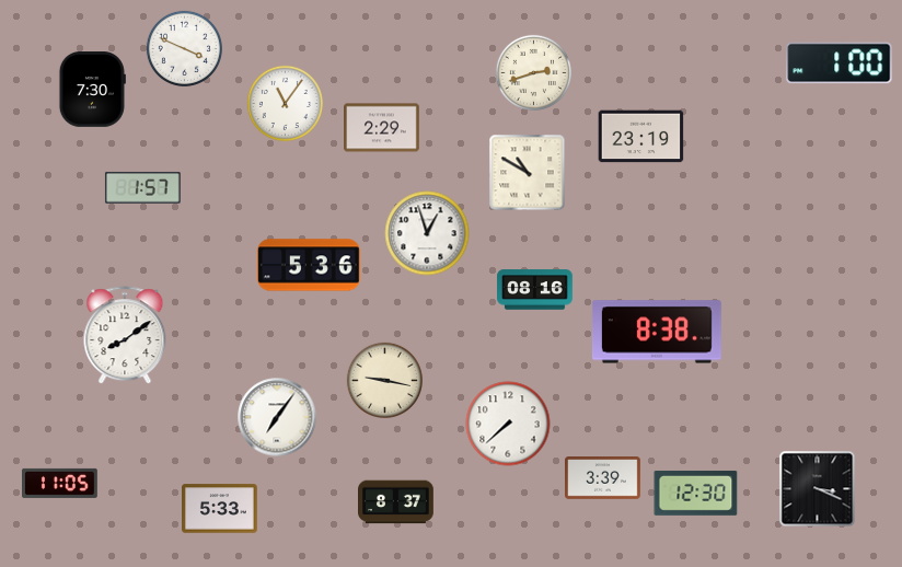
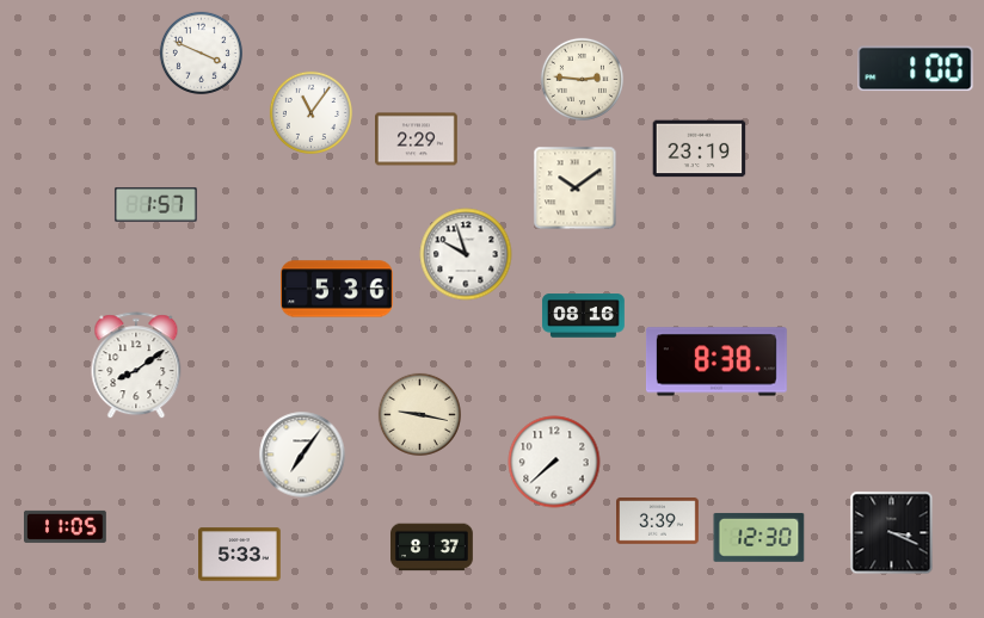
clock at (533, 72): 2:42 -> 2:46
clock at (92, 90): 7:30 -> none
clock at (528, 173): 10:50 -> 10:09
clock at (427, 233): 12:57 -> 9:57
